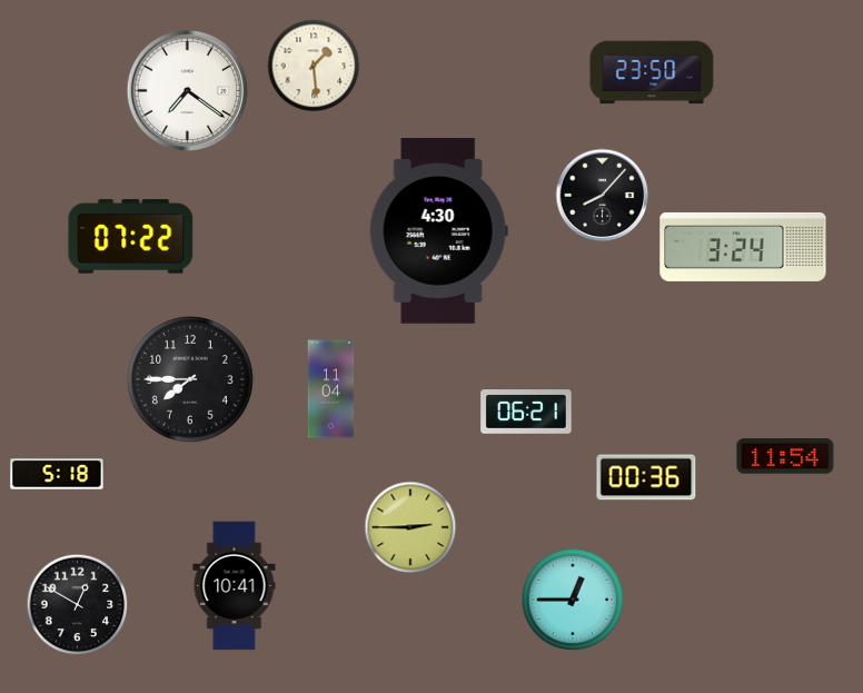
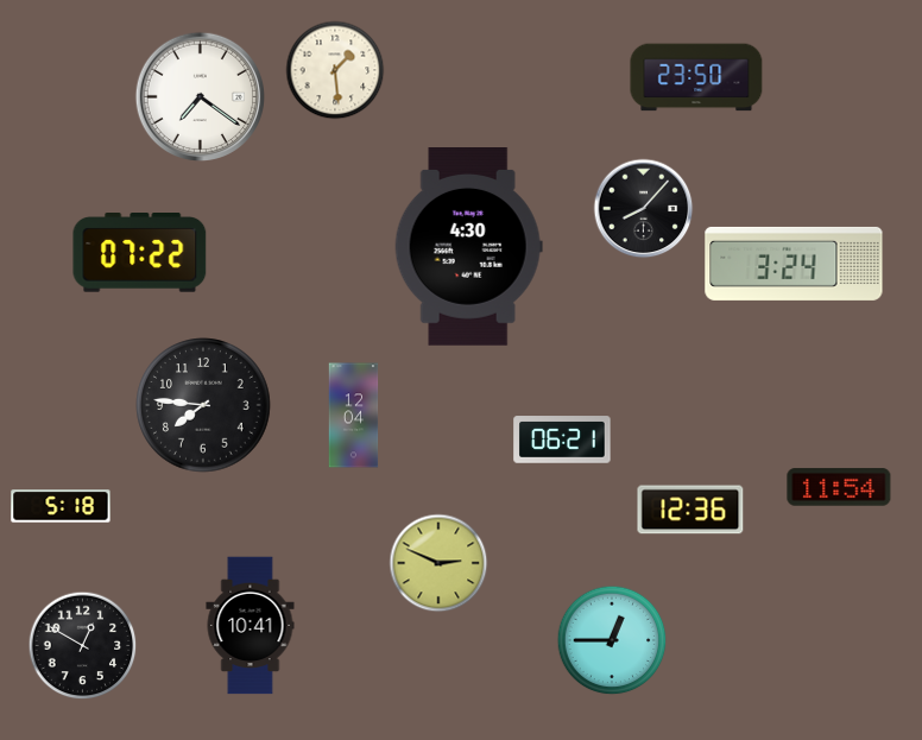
clock at (190, 379): 7:45 -> 7:46
clock at (331, 389): 11:04 -> 12:04
clock at (646, 477): 00:36 -> 12:36
clock at (410, 527): 2:45 -> 2:49
